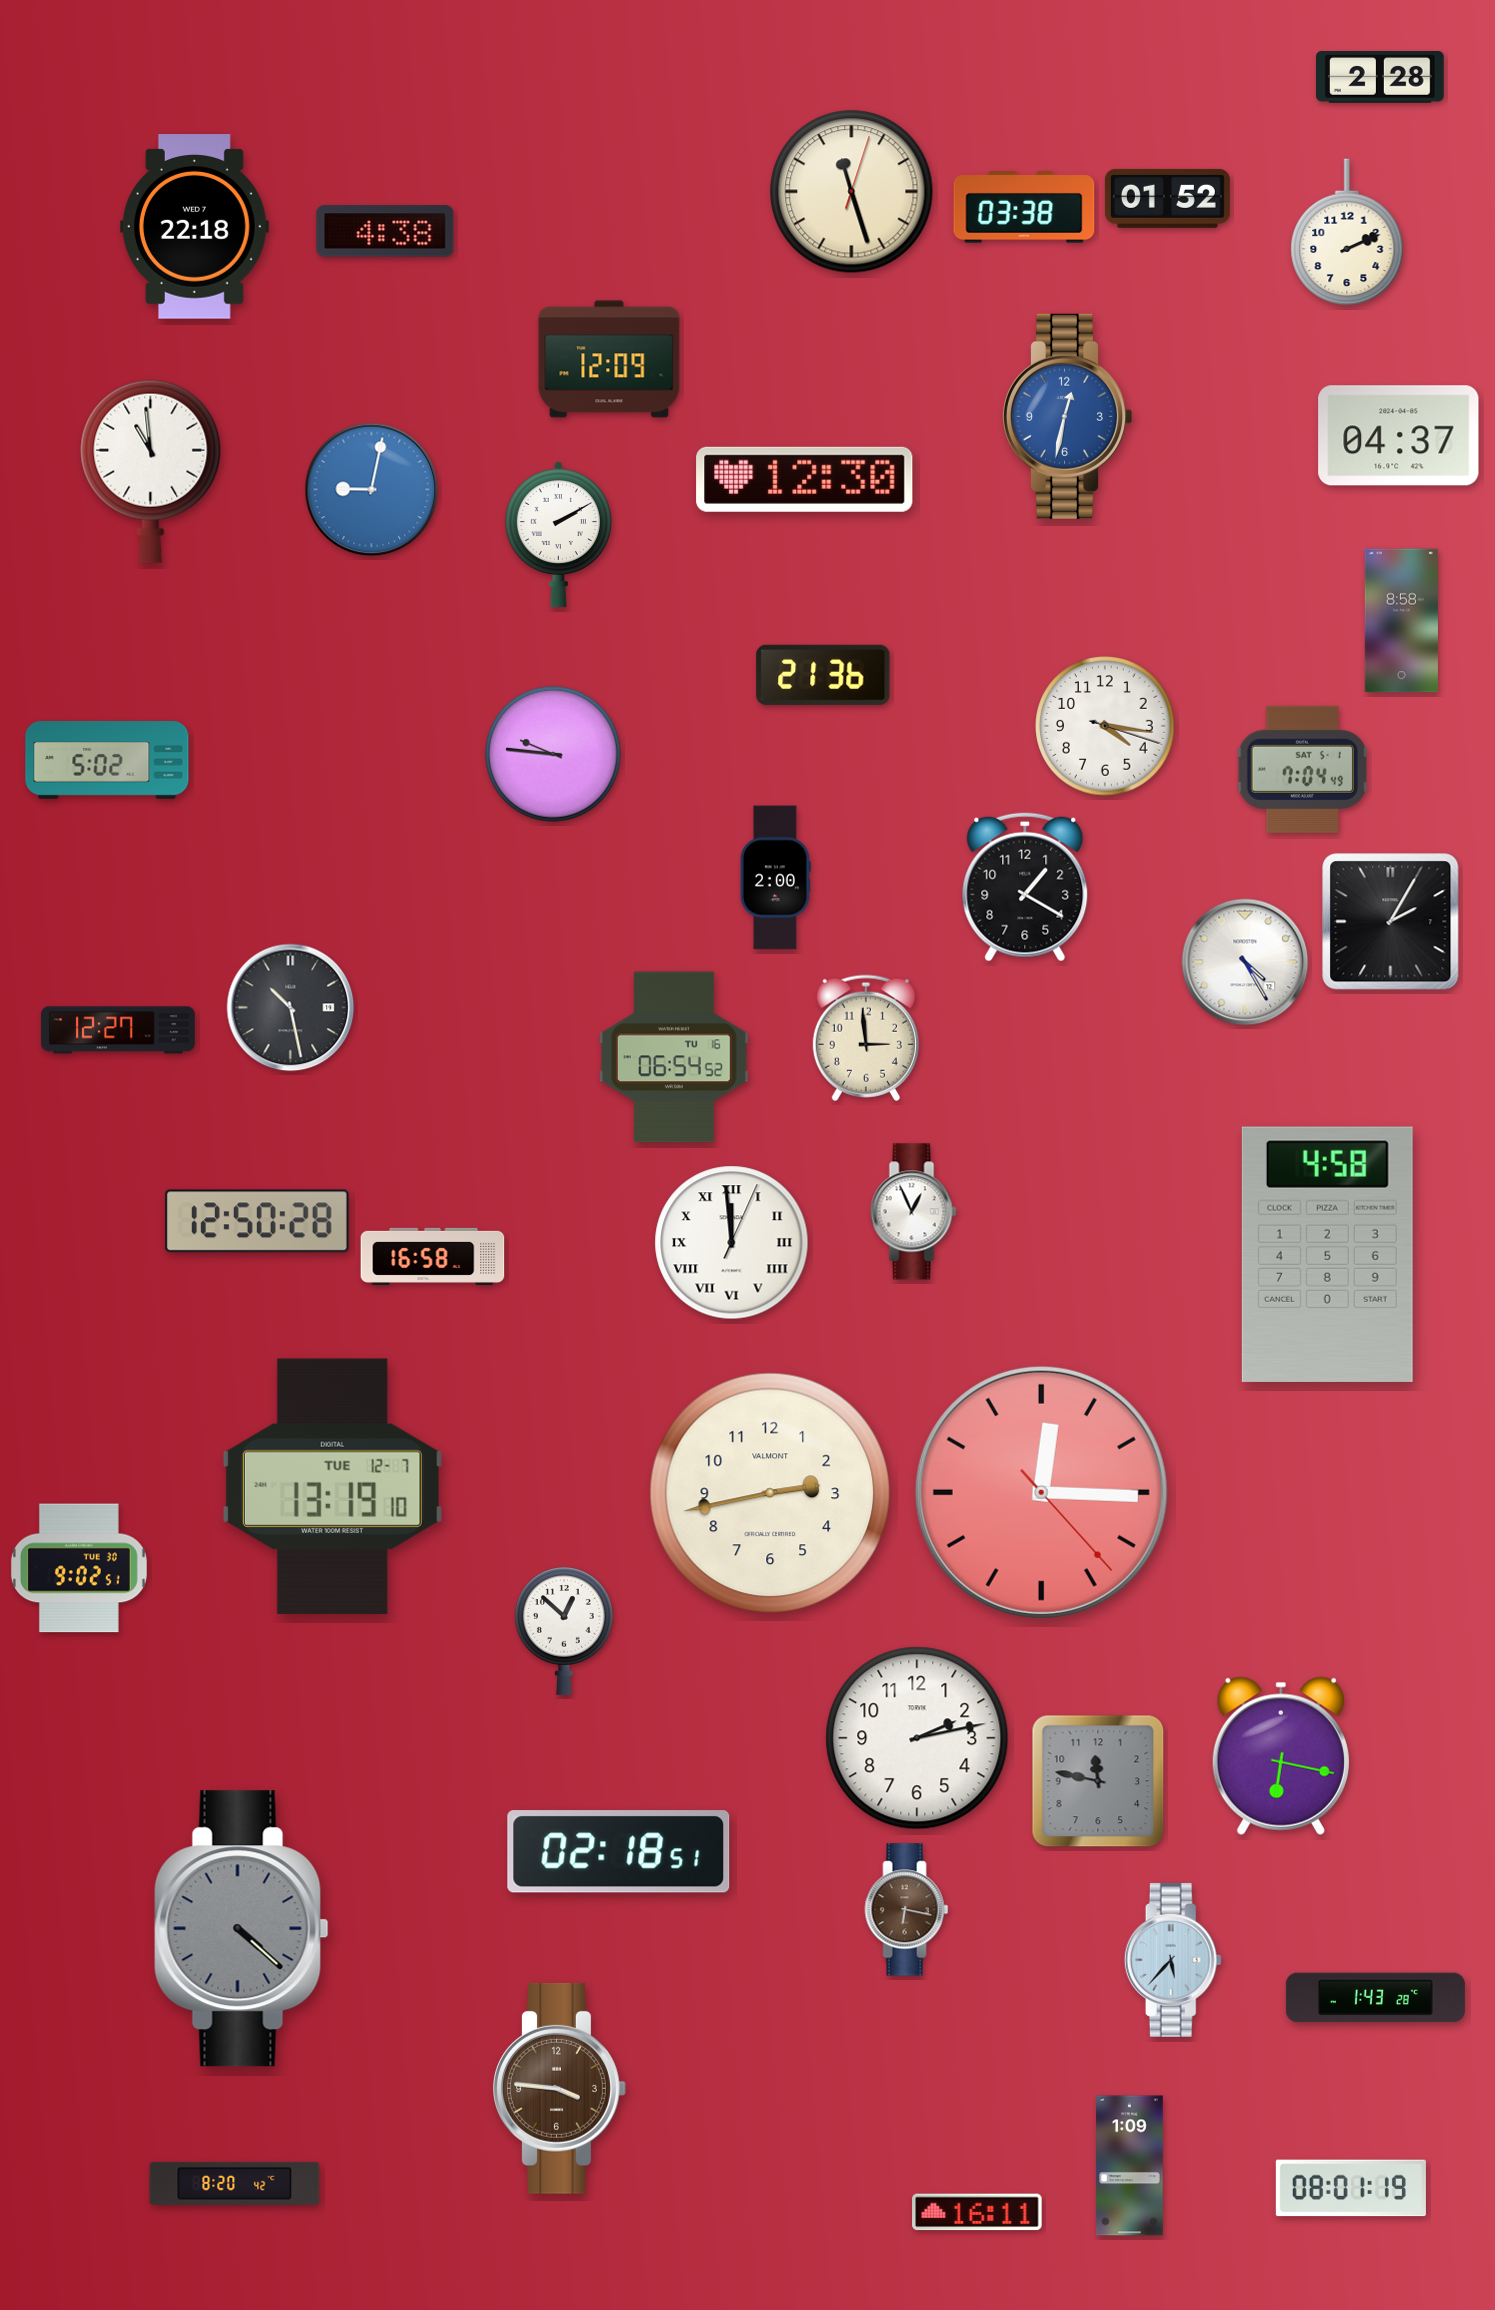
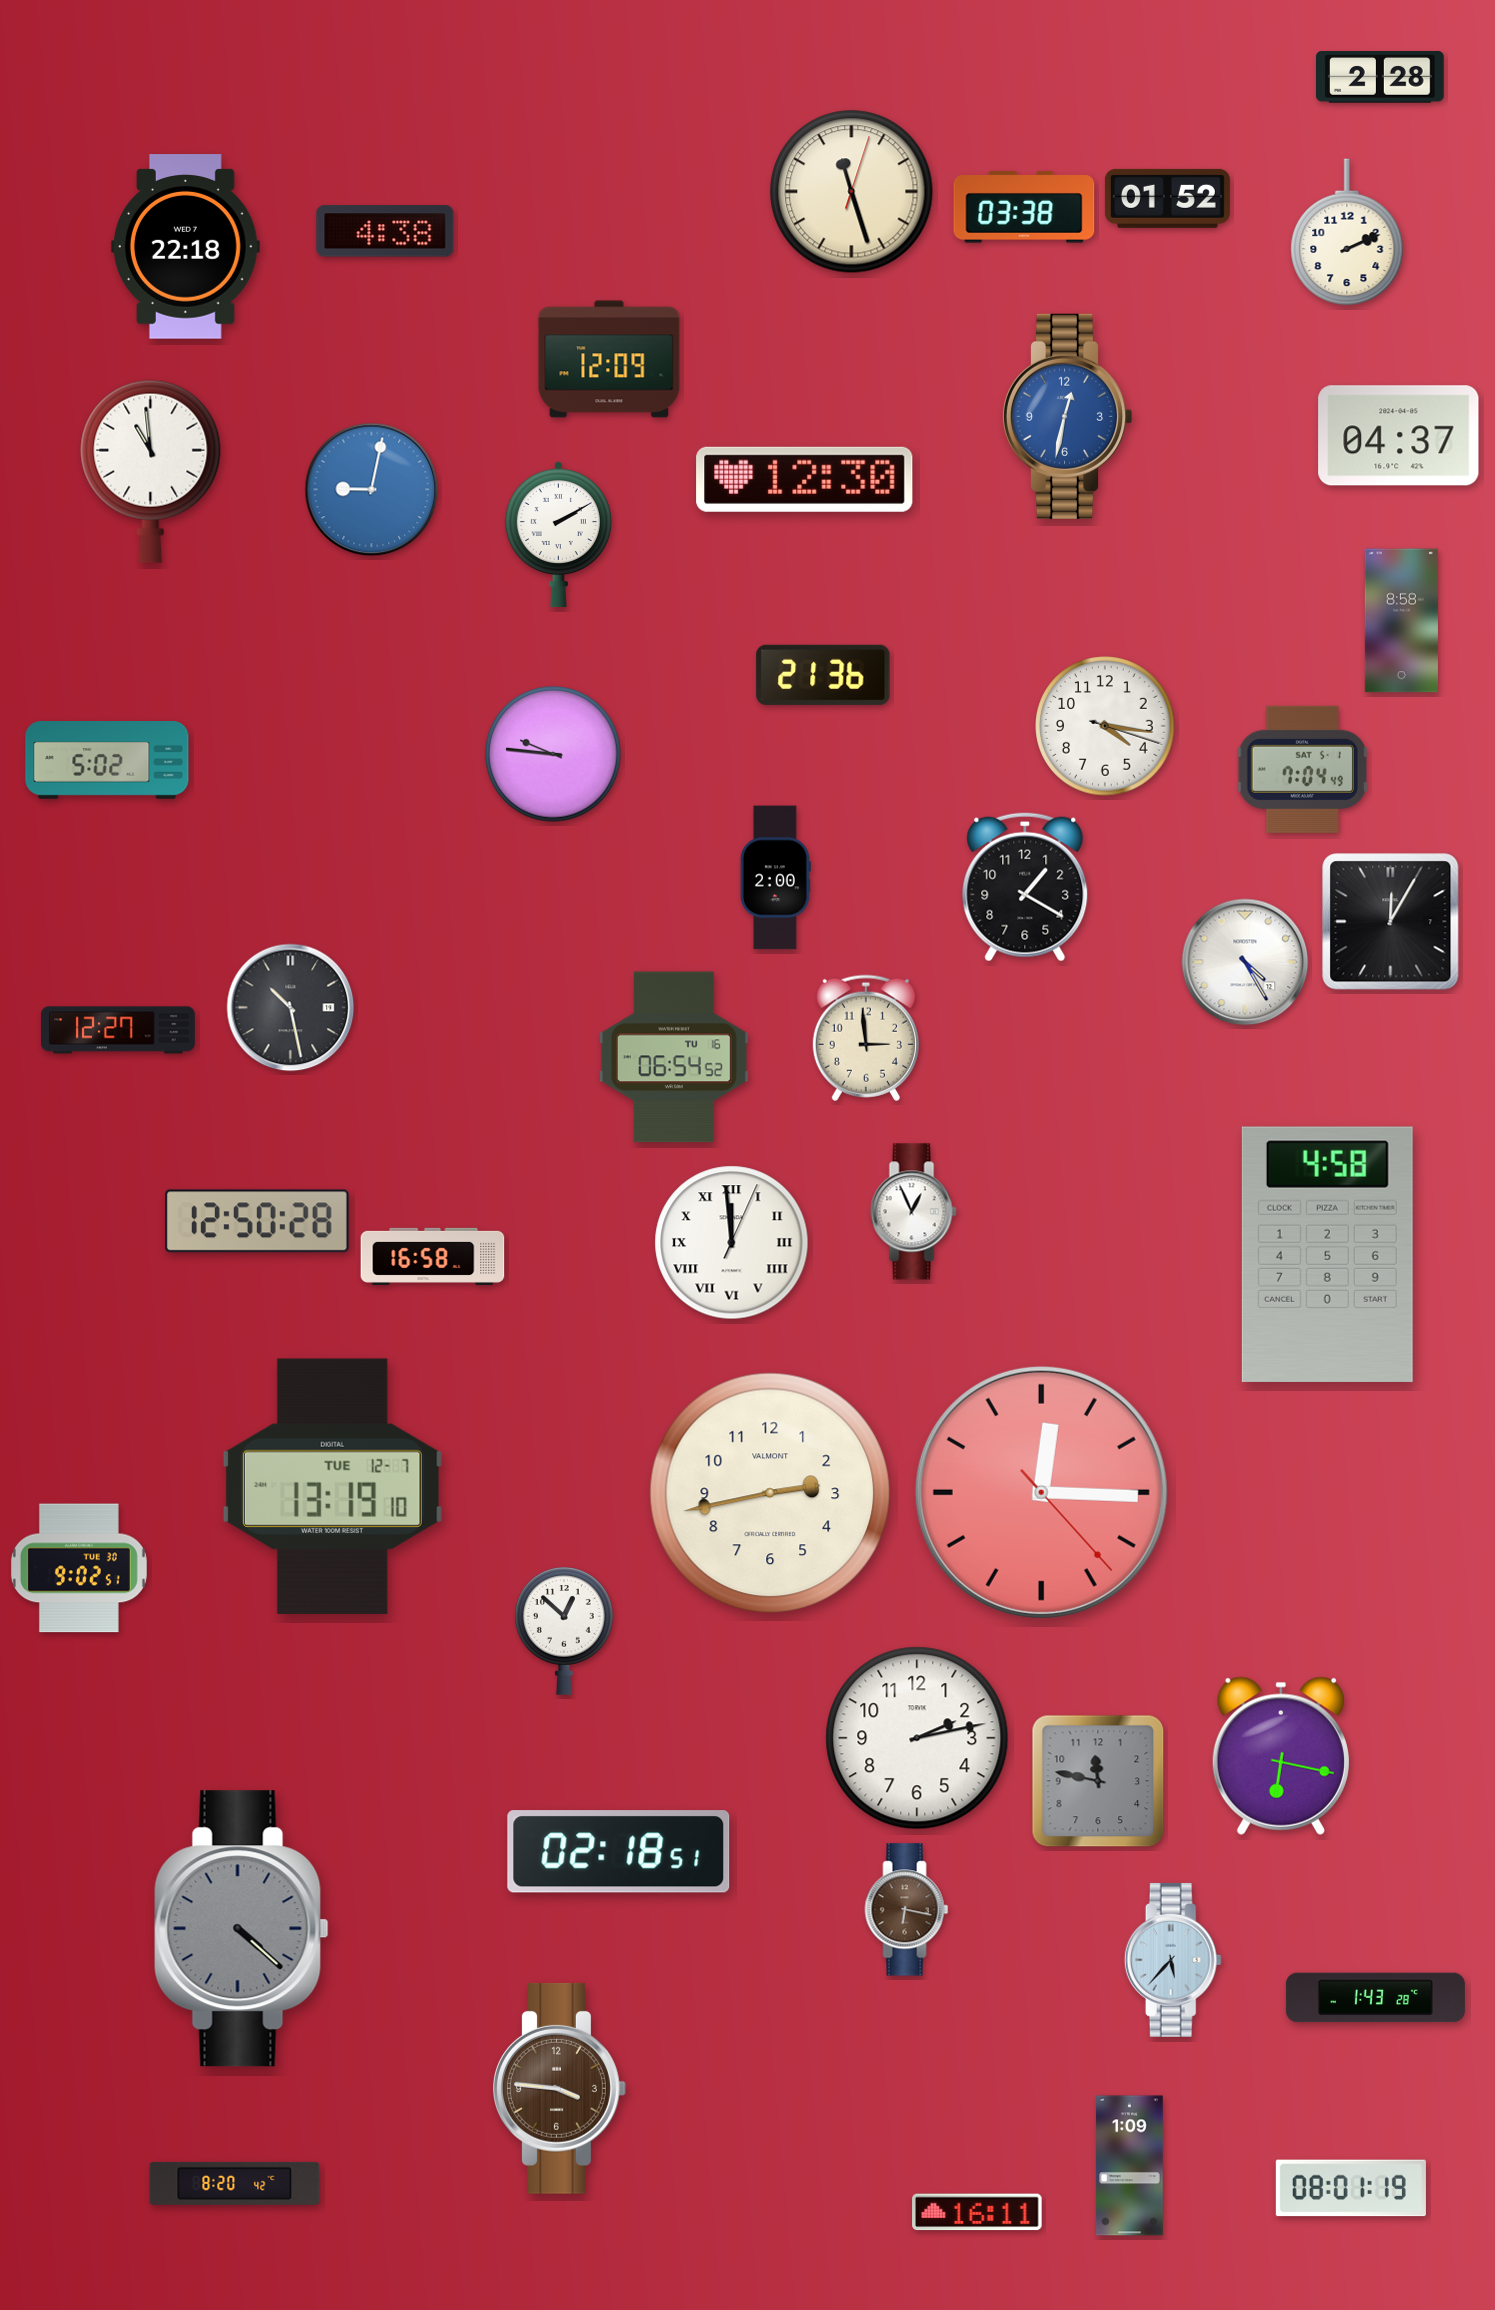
clock at (194, 227) position: (194, 227) -> (185, 247)
clock at (1391, 922): 2:05 -> 12:05
